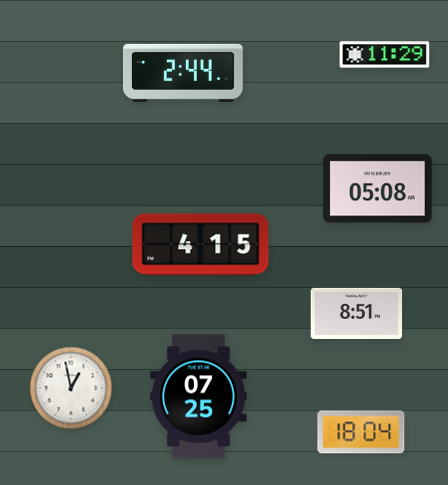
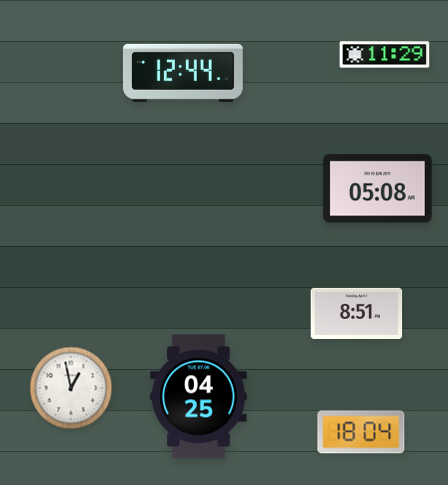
clock at (183, 73): 2:44 -> 12:44
clock at (201, 245): 4:15 -> none
clock at (199, 397): 07:25 -> 04:25
